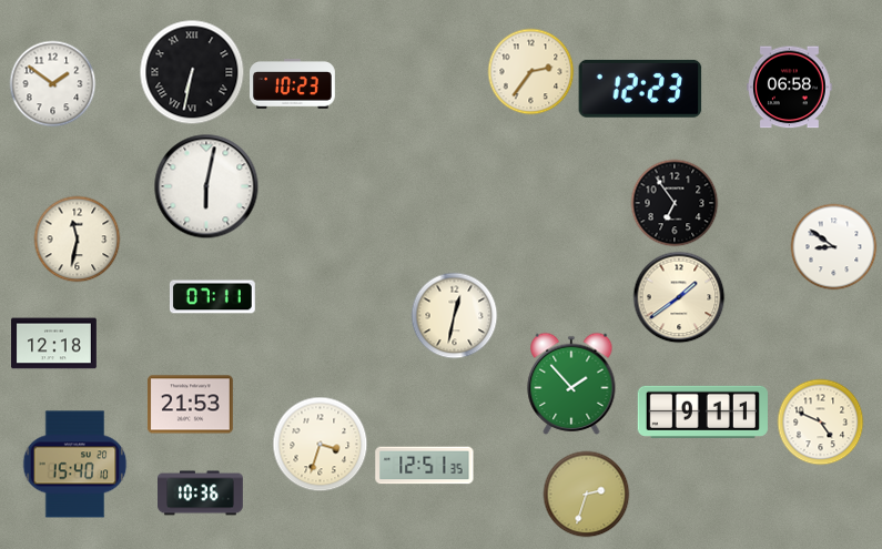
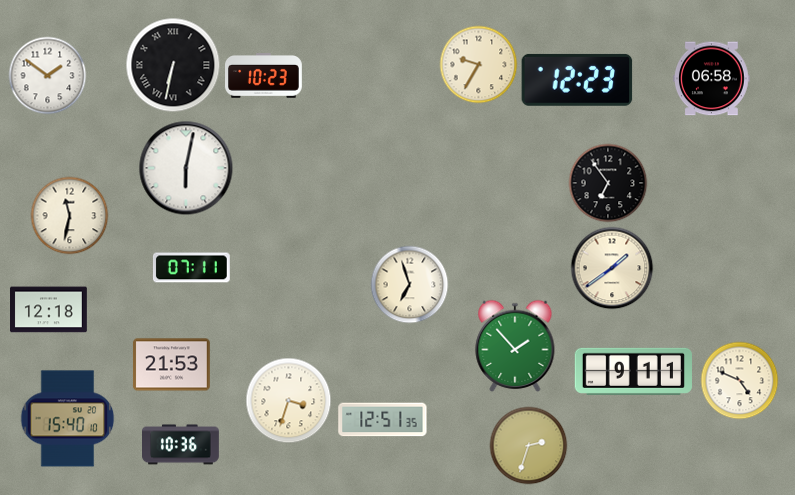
clock at (530, 71): 2:36 -> 9:35
clock at (833, 246): 8:51 -> none
clock at (454, 315): 12:32 -> 6:57
